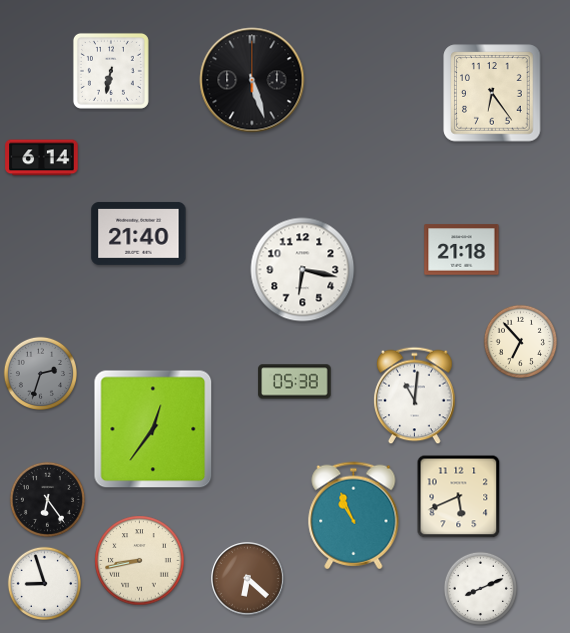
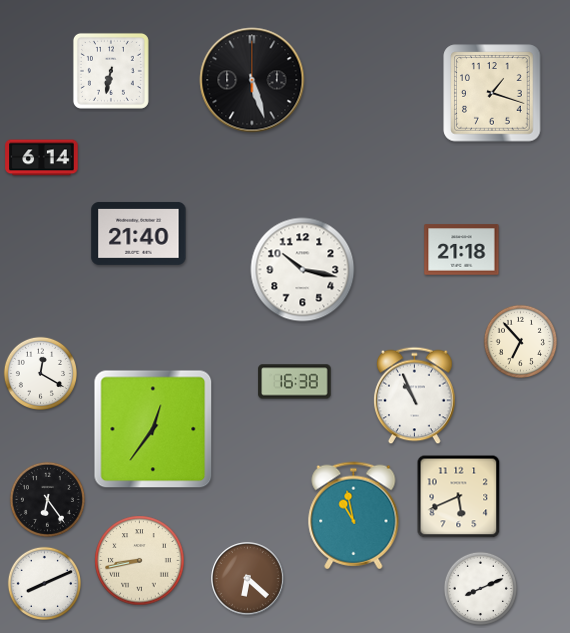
clock at (492, 93): 6:24 -> 1:18
clock at (303, 270): 6:17 -> 10:17
clock at (40, 373): 2:33 -> 12:20
clock at (40, 373) dial: grey -> white
clock at (295, 382): 05:38 -> 16:38
clock at (415, 396): 11:01 -> 10:56
clock at (354, 516): 10:56 -> 10:58
clock at (44, 583): 8:57 -> 8:11
